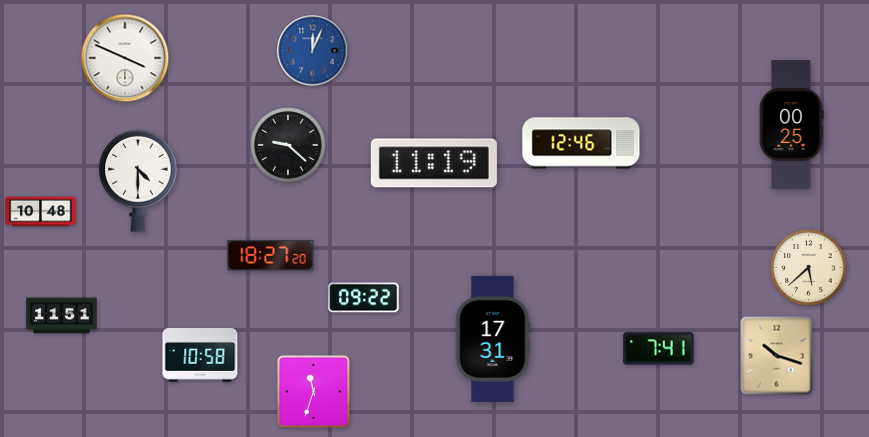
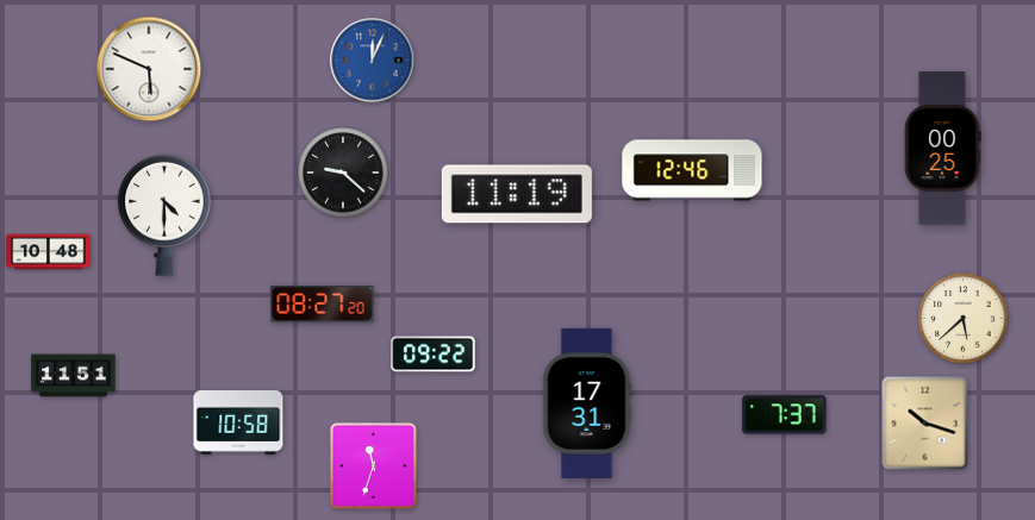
clock at (125, 58): 3:49 -> 5:49
clock at (271, 256): 18:27 -> 08:27
clock at (659, 349): 7:41 -> 7:37
